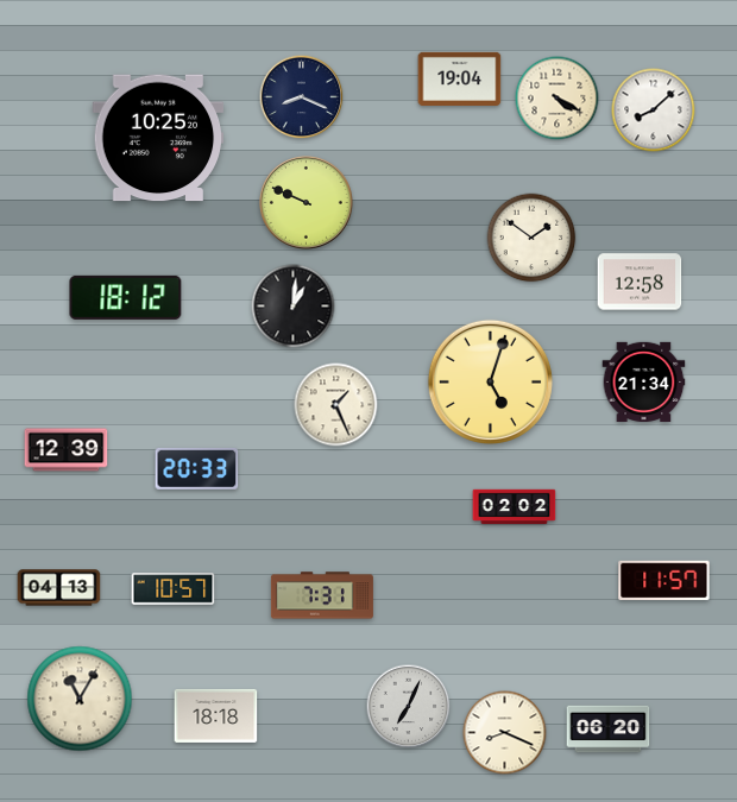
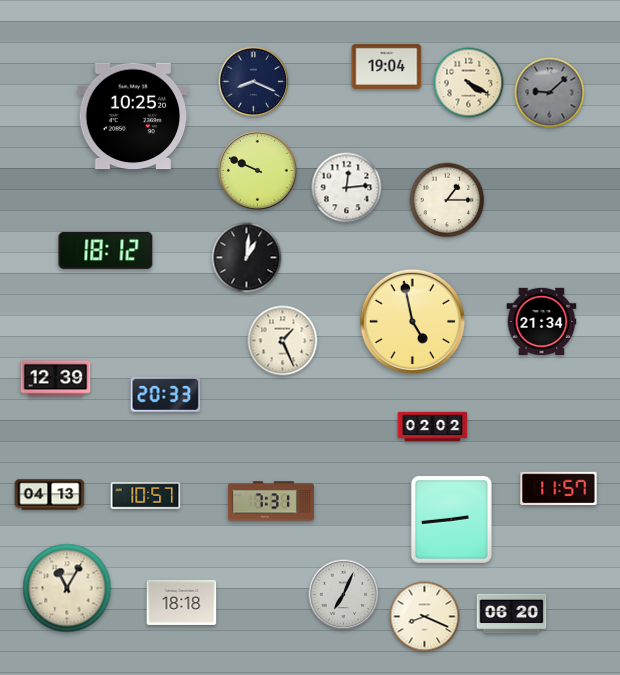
clock at (654, 110): 8:08 -> 9:08
clock at (654, 110) dial: white -> grey
clock at (347, 188): none -> 12:14
clock at (531, 238): 1:51 -> 1:15
clock at (640, 282): 12:58 -> none
clock at (490, 381): 5:03 -> 4:58
clock at (451, 519): none -> 2:44
